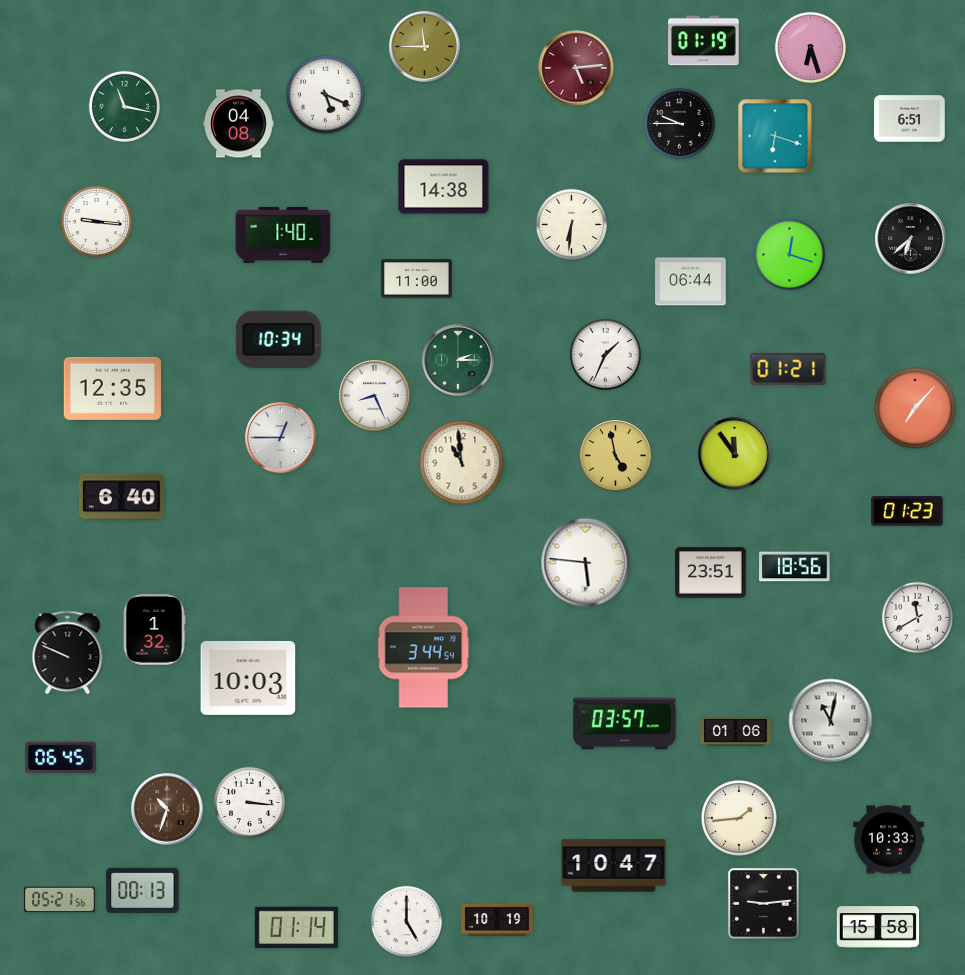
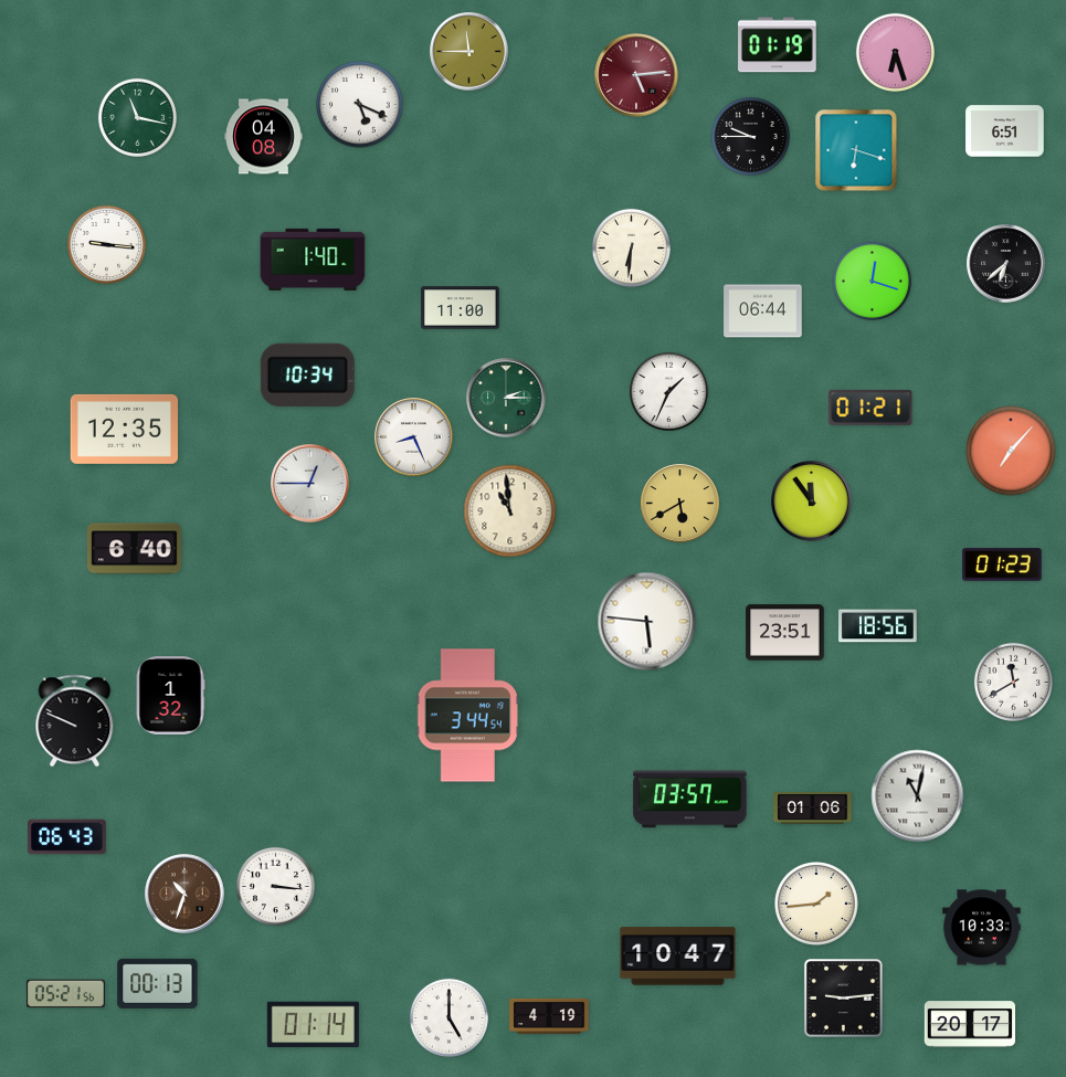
clock at (444, 187): 14:38 -> none
clock at (616, 456): 4:58 -> 5:40
clock at (248, 678): 10:03 -> none
clock at (61, 758): 06:45 -> 06:43
clock at (497, 920): 10:19 -> 4:19
clock at (296, 927) position: (296, 927) -> (313, 1024)
clock at (878, 927): 15:58 -> 20:17
